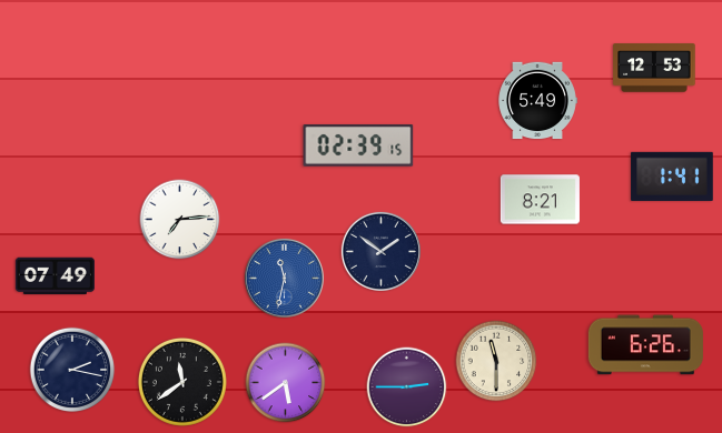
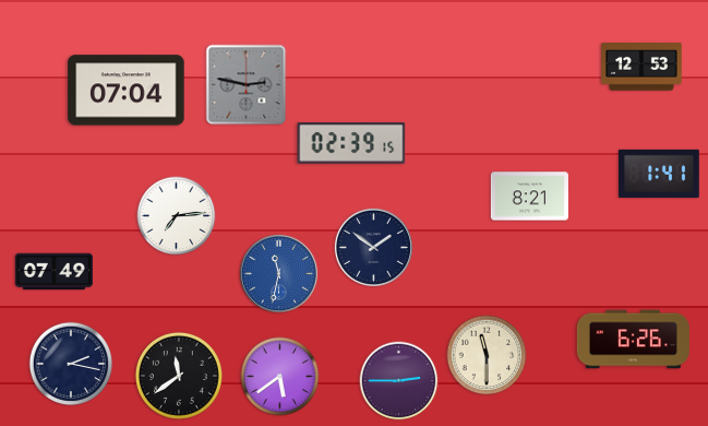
clock at (247, 85): none -> 2:47
clock at (127, 91): none -> 07:04
clock at (537, 101): 5:49 -> none
